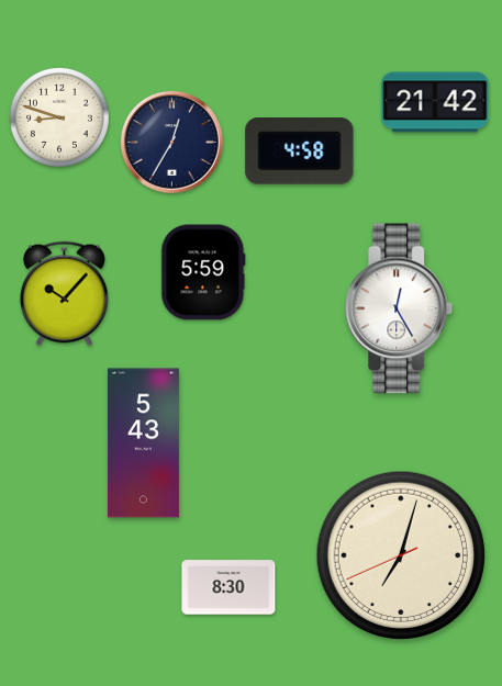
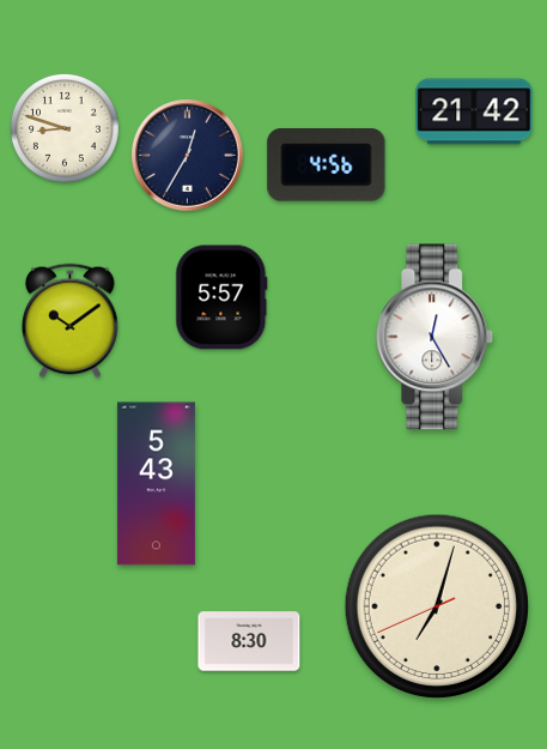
clock at (300, 151): 4:58 -> 4:56
clock at (203, 272): 5:59 -> 5:57
clock at (65, 294): 10:07 -> 10:09
